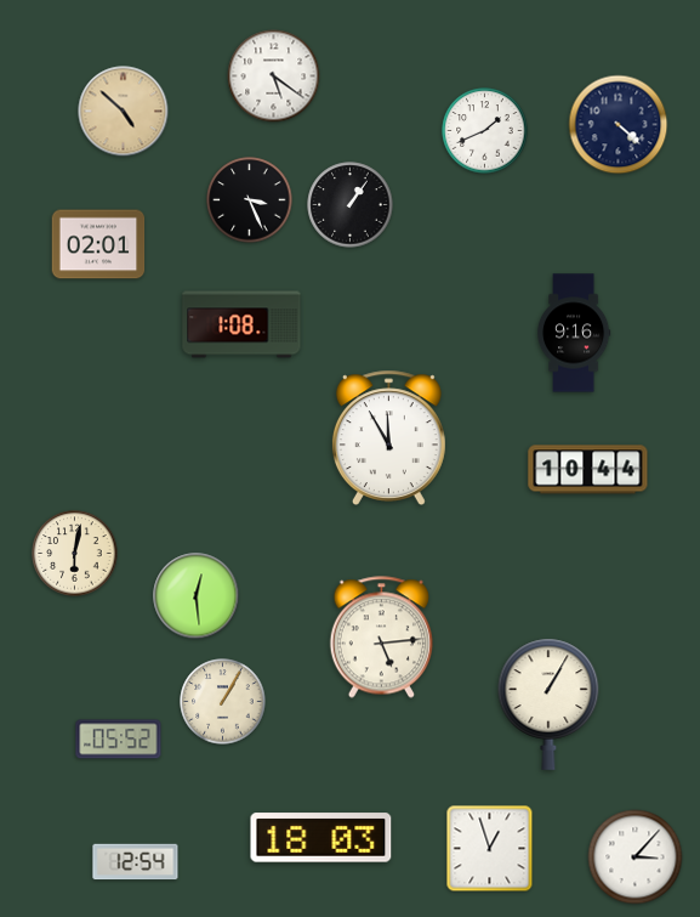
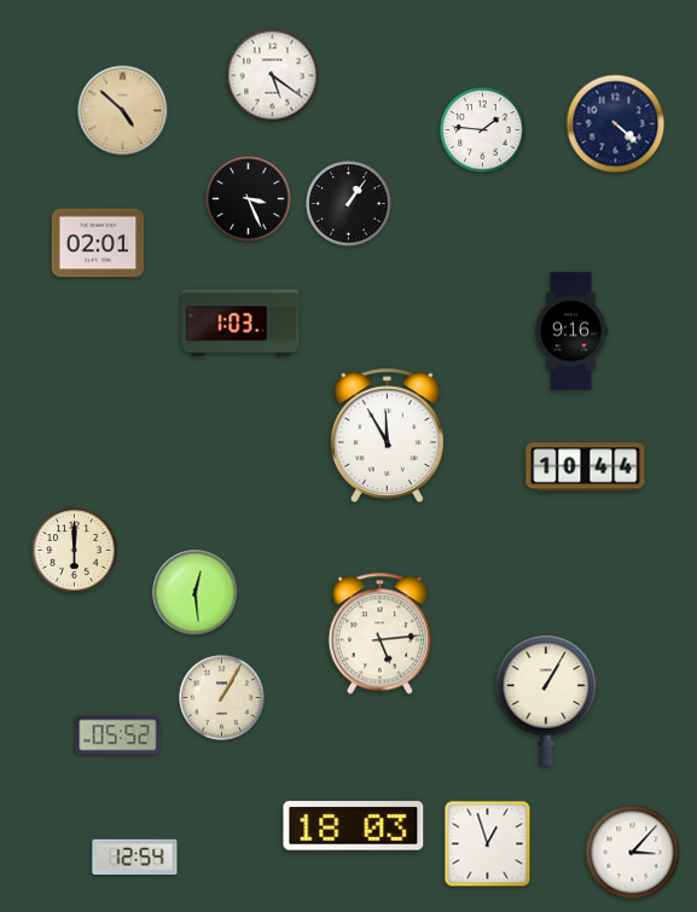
clock at (485, 131): 1:41 -> 1:46
clock at (241, 324): 1:08 -> 1:03
clock at (75, 554): 6:02 -> 6:00
clock at (321, 838) position: (321, 838) -> (354, 826)
